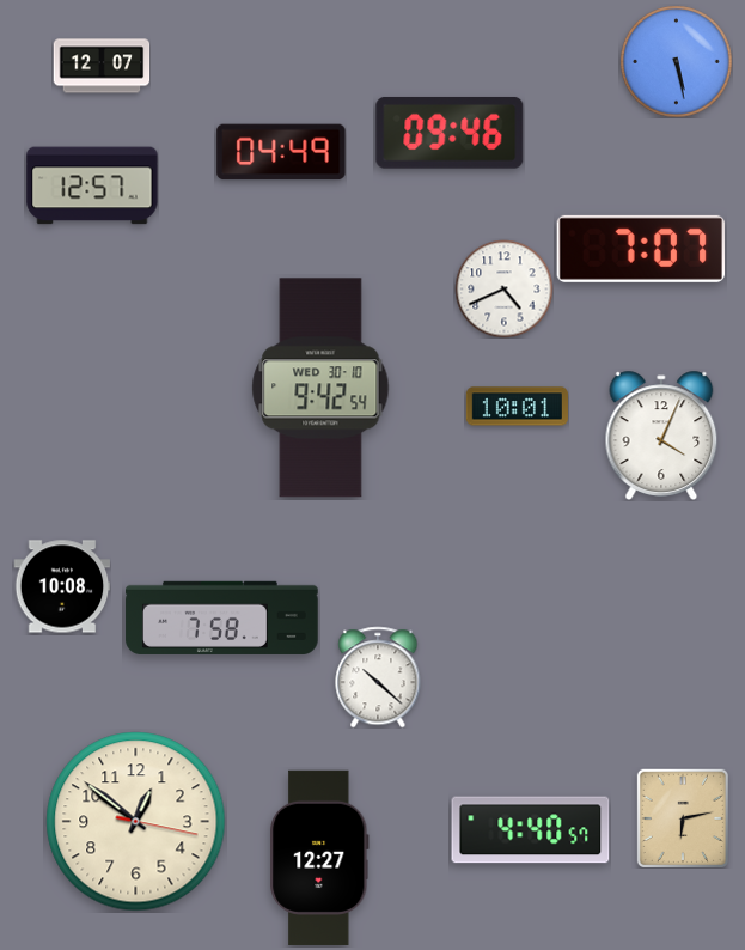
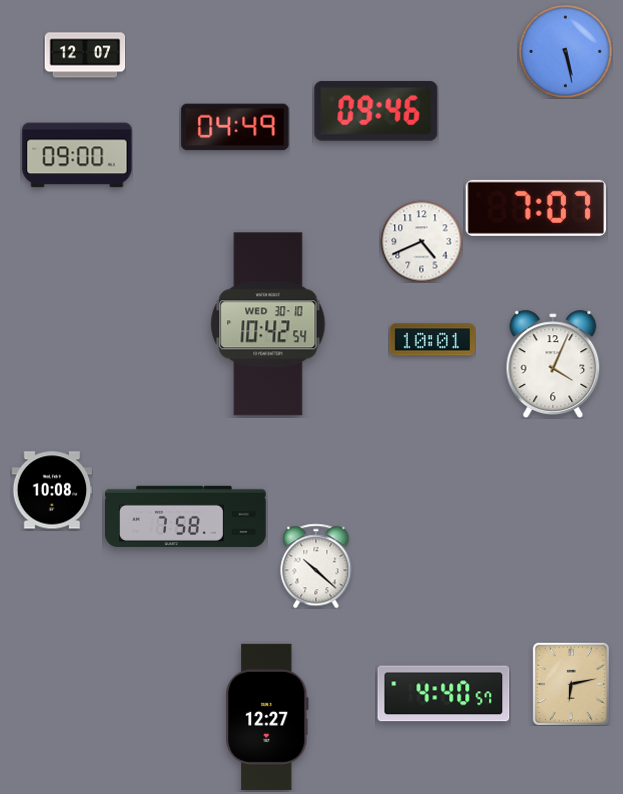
clock at (92, 185): 12:57 -> 09:00
clock at (320, 388): 9:42 -> 10:42
clock at (136, 822): 12:51 -> none
